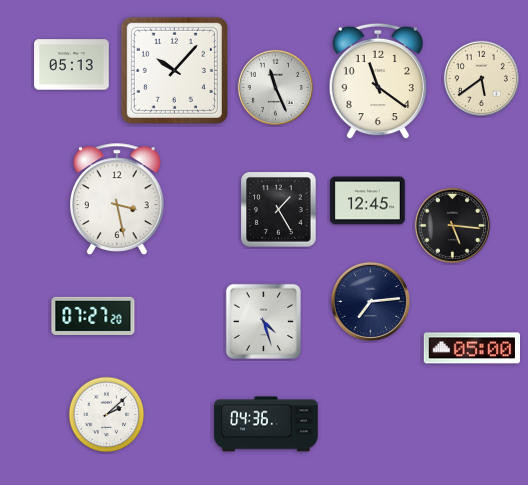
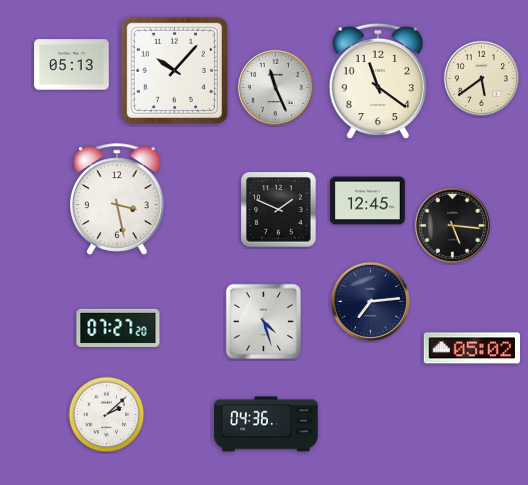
clock at (279, 210): 1:25 -> 1:49
clock at (93, 316) position: (93, 316) -> (118, 328)
clock at (471, 348): 05:00 -> 05:02
